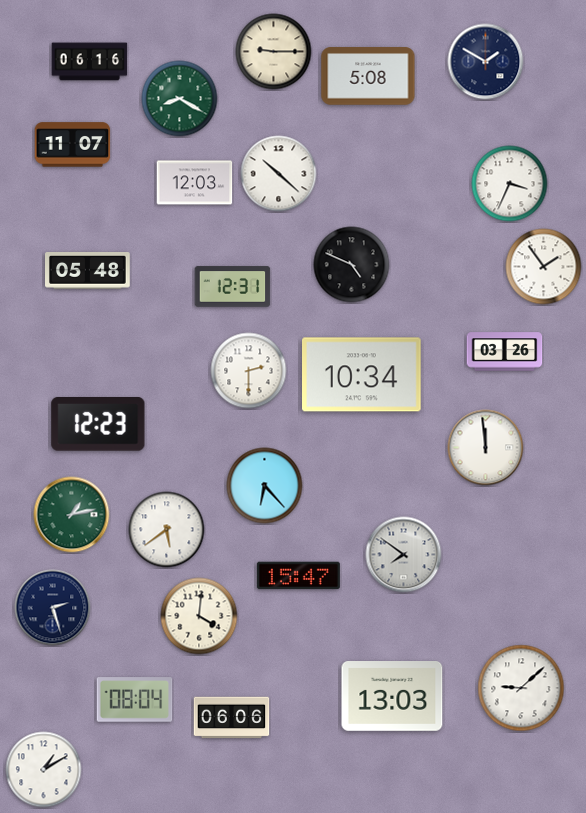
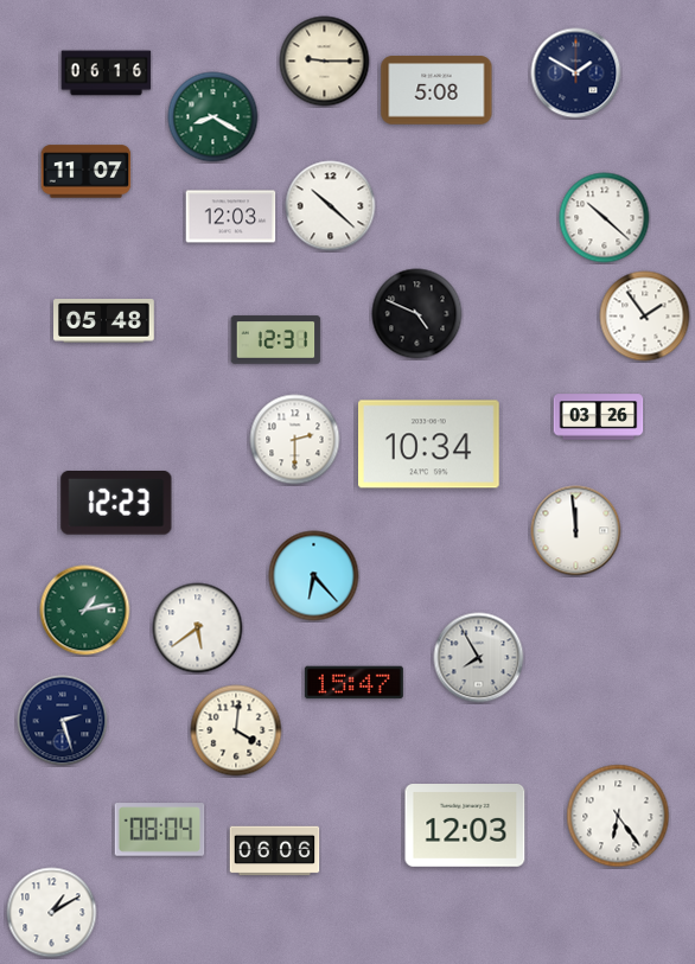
clock at (510, 184): 3:34 -> 10:22
clock at (404, 555): 7:51 -> 7:55
clock at (521, 688): 9:08 -> 6:24
clock at (392, 697): 13:03 -> 12:03
